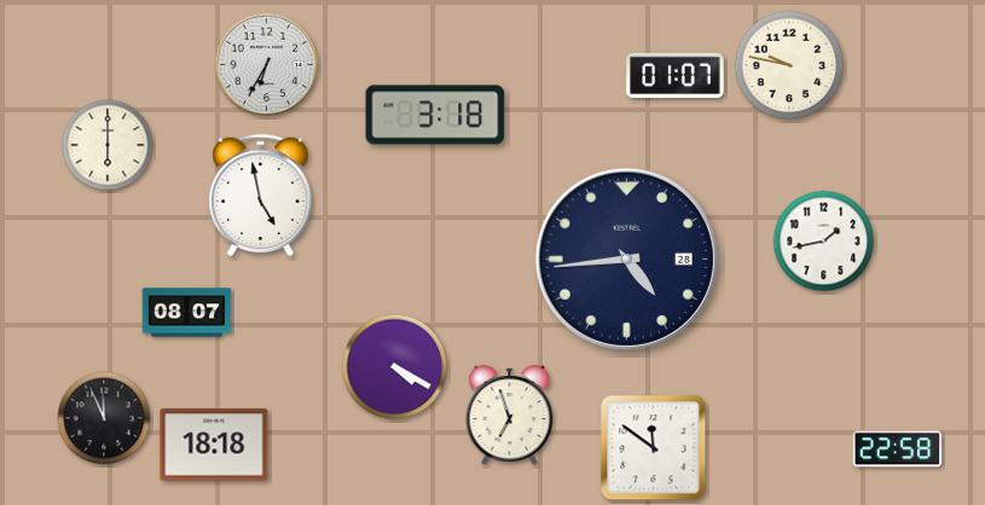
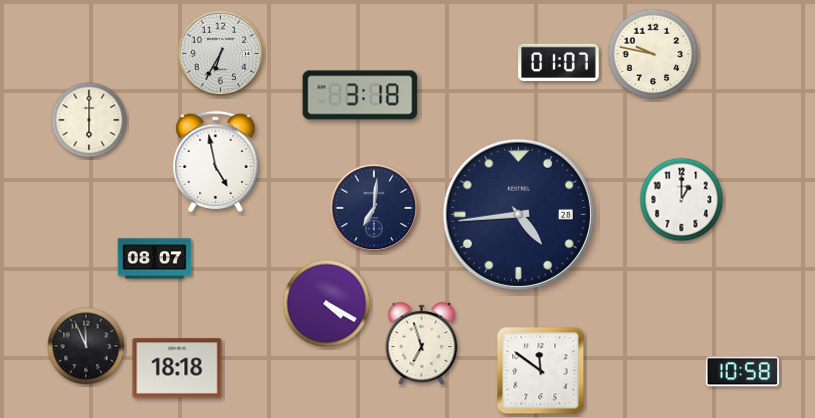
clock at (824, 242): 1:43 -> 1:00
clock at (374, 208): none -> 7:01
clock at (898, 449): 22:58 -> 10:58
